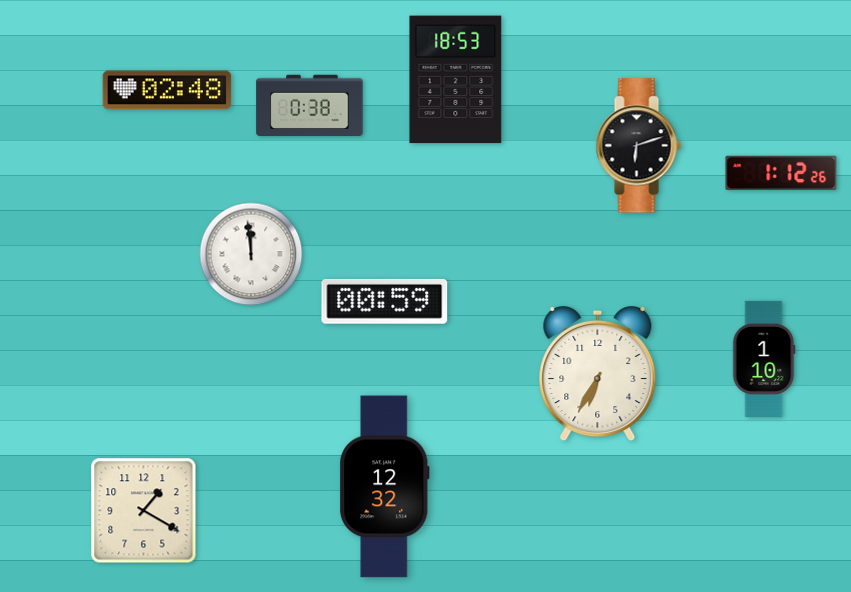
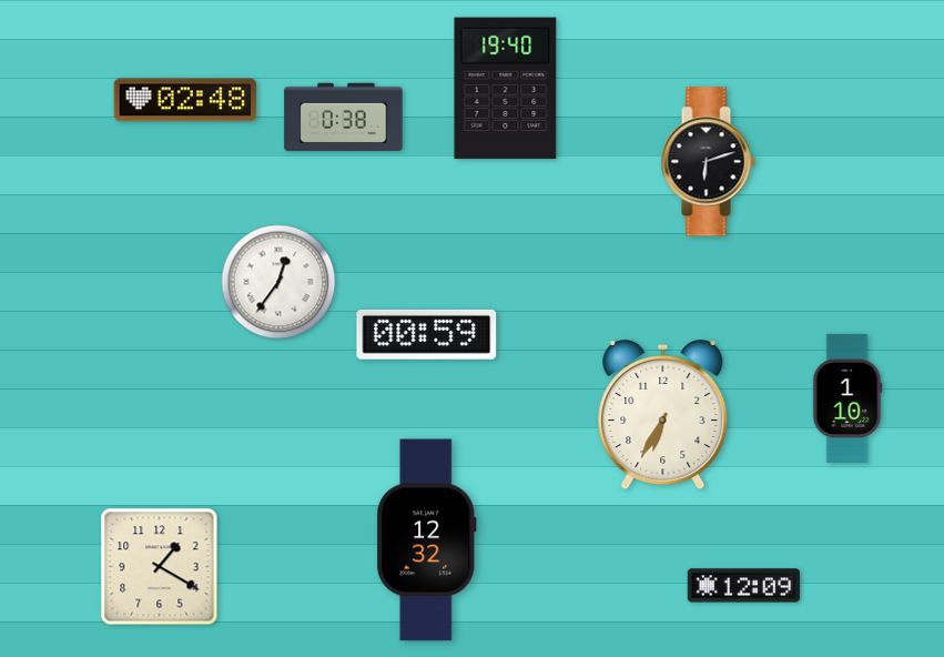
clock at (456, 80): 18:53 -> 19:40
clock at (781, 173): 1:12 -> none
clock at (251, 254): 11:59 -> 12:36
clock at (744, 586): none -> 12:09
